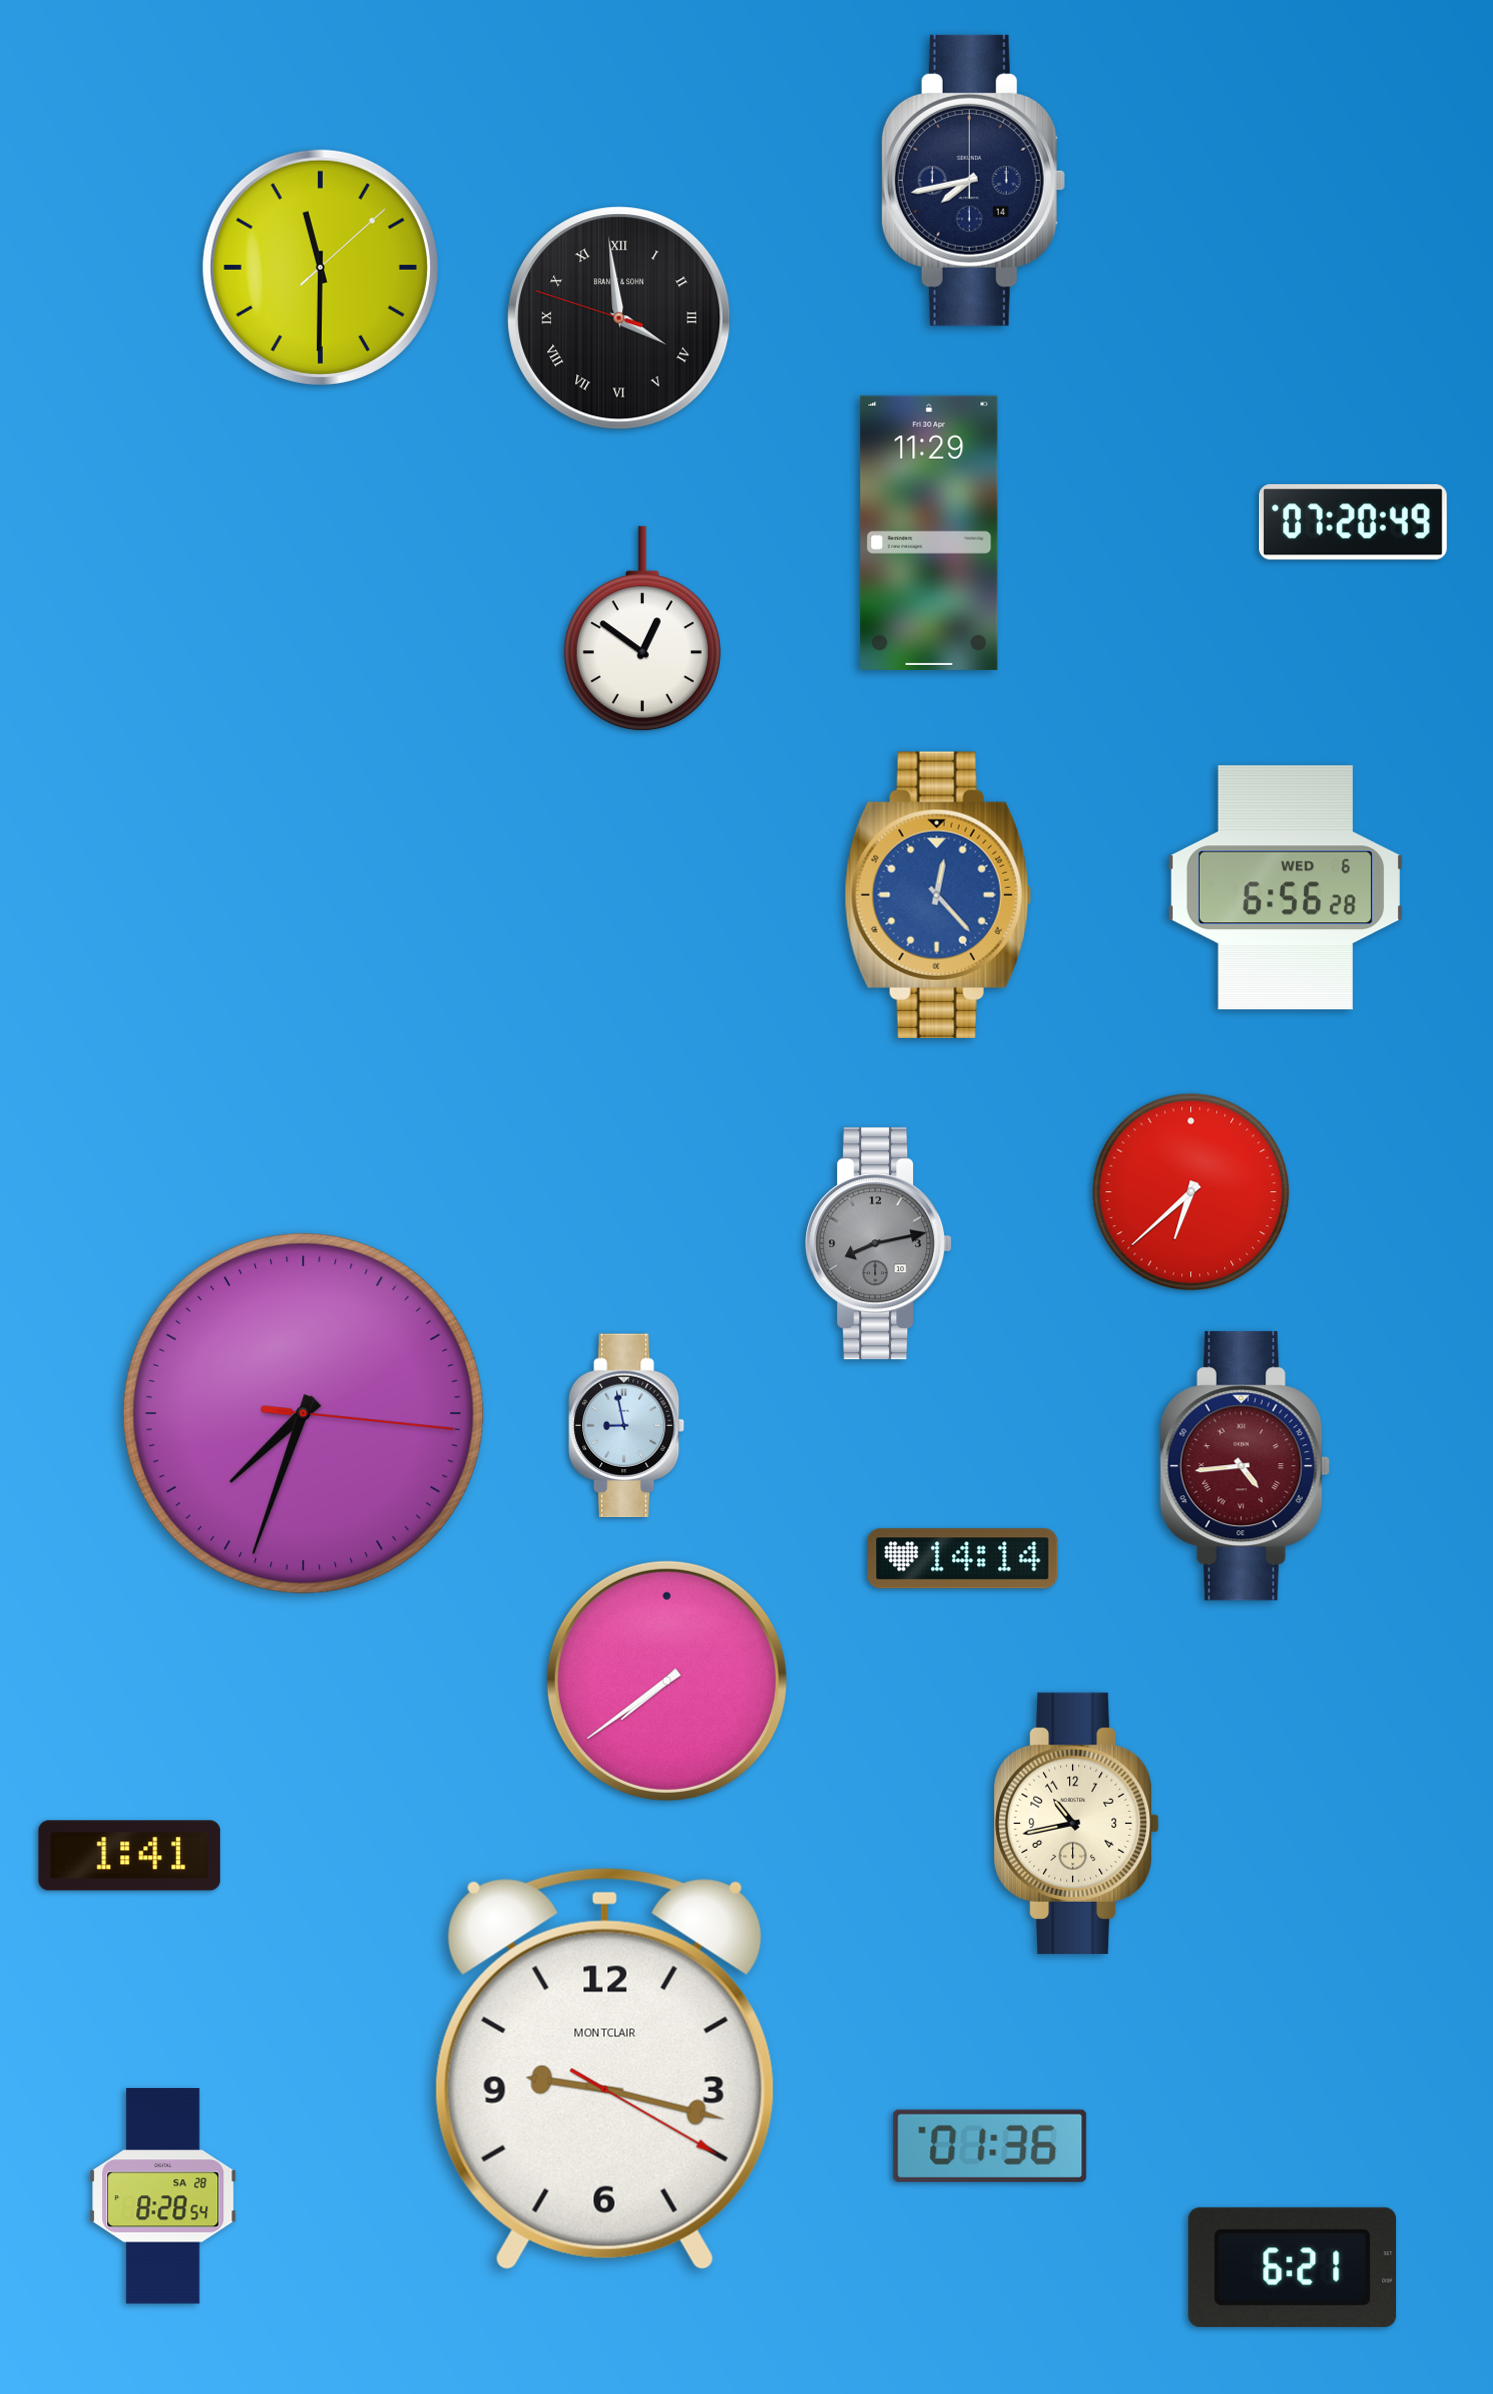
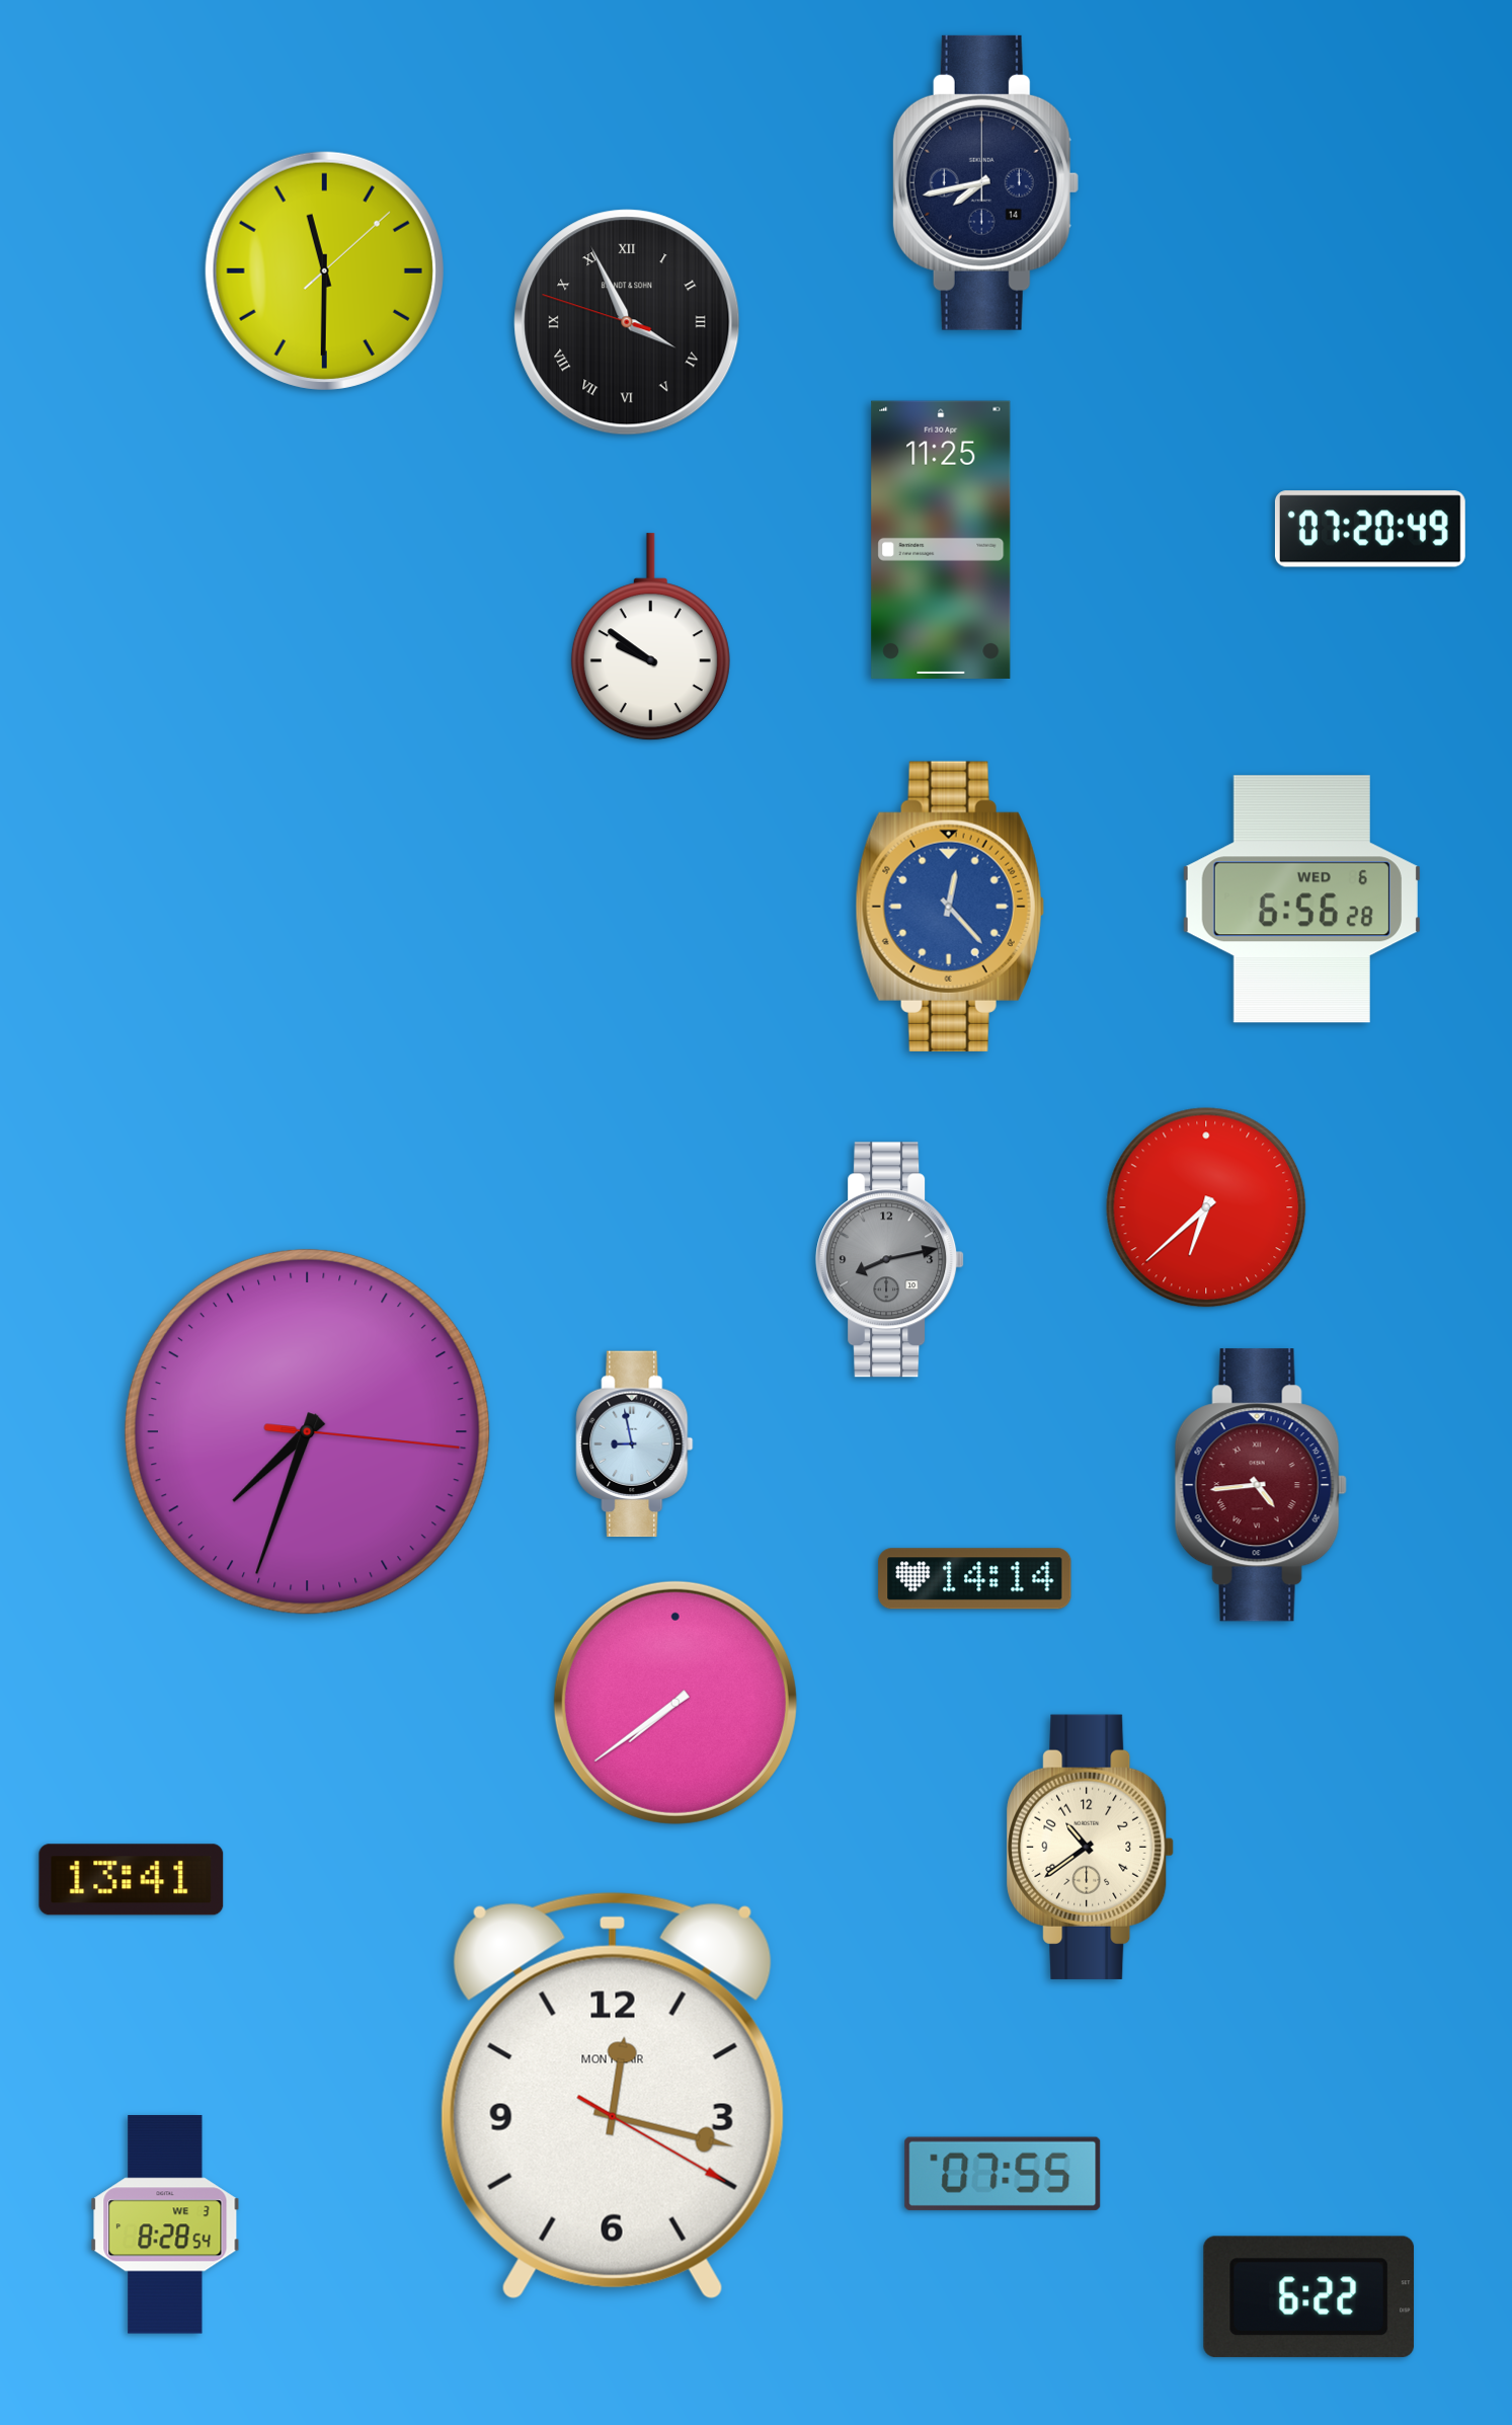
clock at (619, 318): 3:58 -> 3:55
clock at (929, 533): 11:29 -> 11:25
clock at (642, 629): 12:51 -> 9:51
clock at (1077, 1823): 10:43 -> 10:39
clock at (130, 1856): 1:41 -> 13:41
clock at (605, 2069): 9:17 -> 12:17
clock at (990, 2146): 01:36 -> 07:55
clock at (163, 2196) date: SA 28 -> WE 3
clock at (1293, 2267): 6:21 -> 6:22
